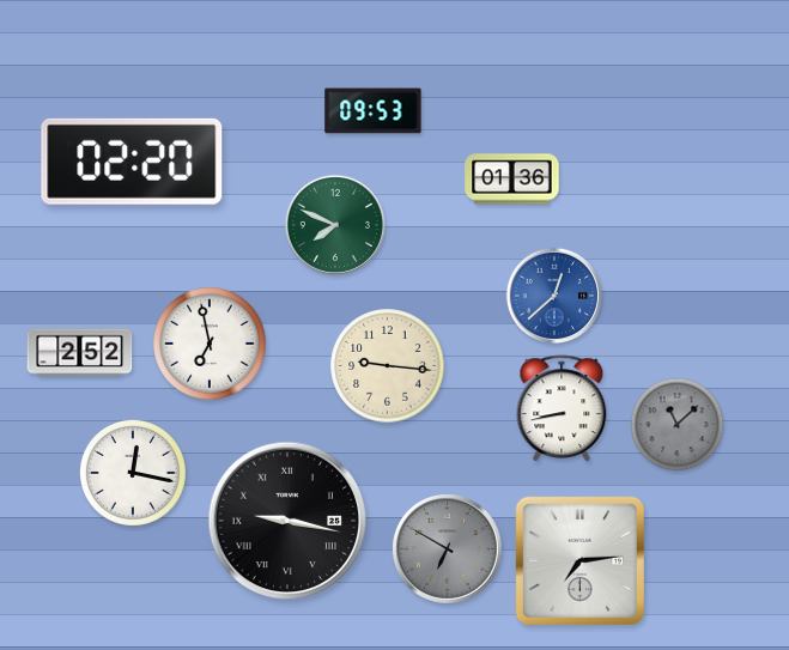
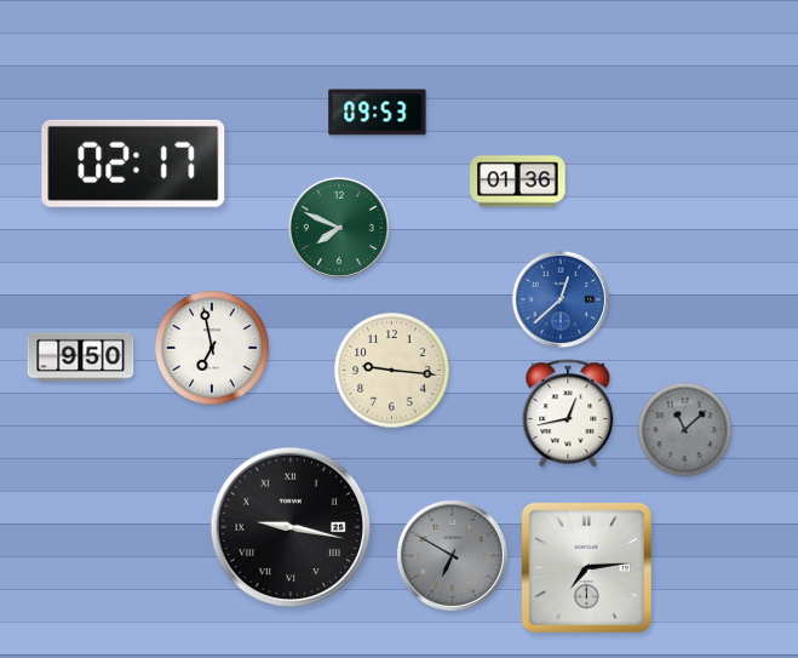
clock at (132, 162): 02:20 -> 02:17
clock at (80, 353): 2:52 -> 9:50
clock at (562, 409): 8:43 -> 12:43
clock at (133, 473): 12:17 -> none
